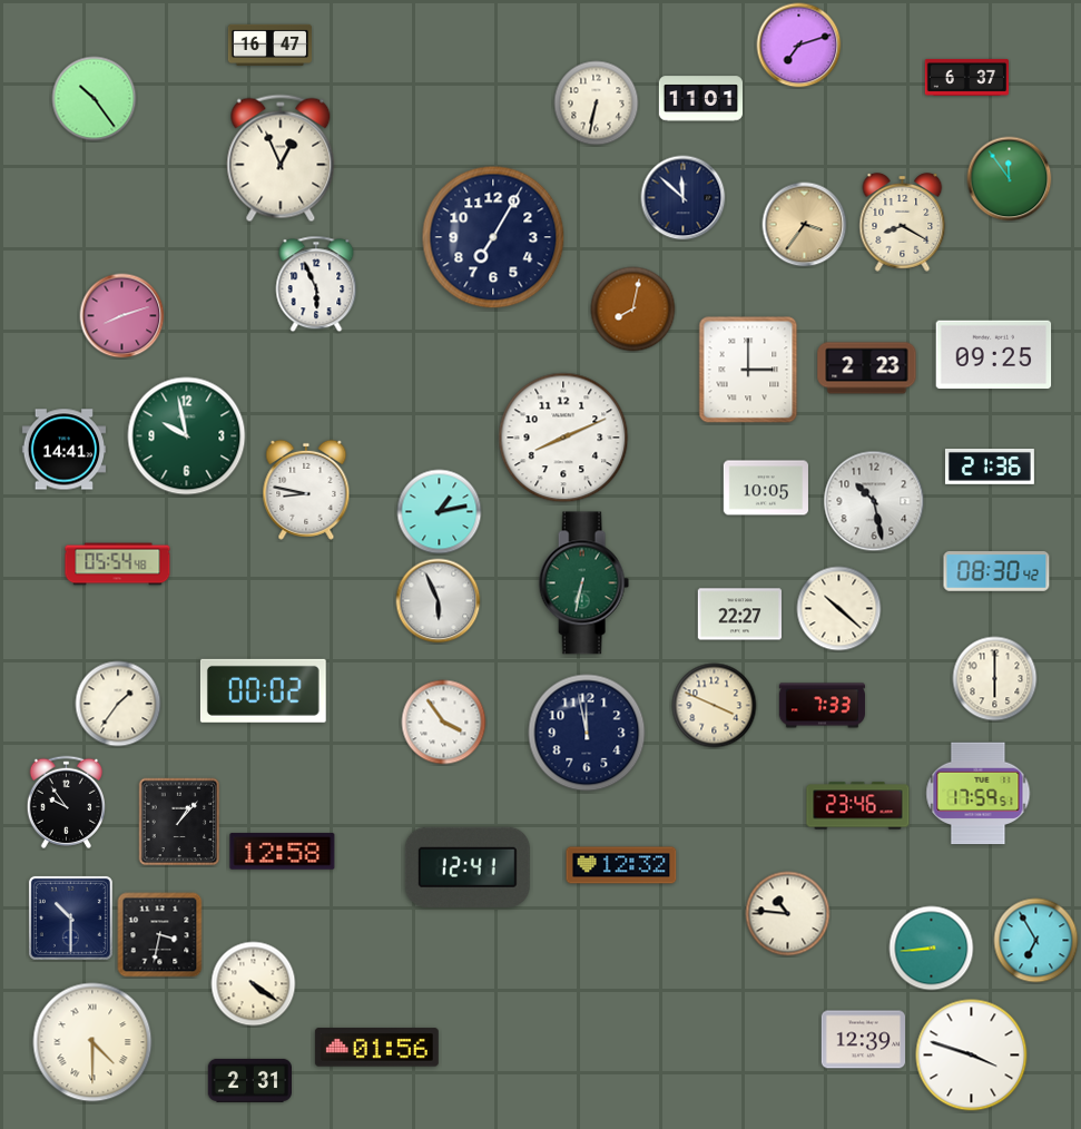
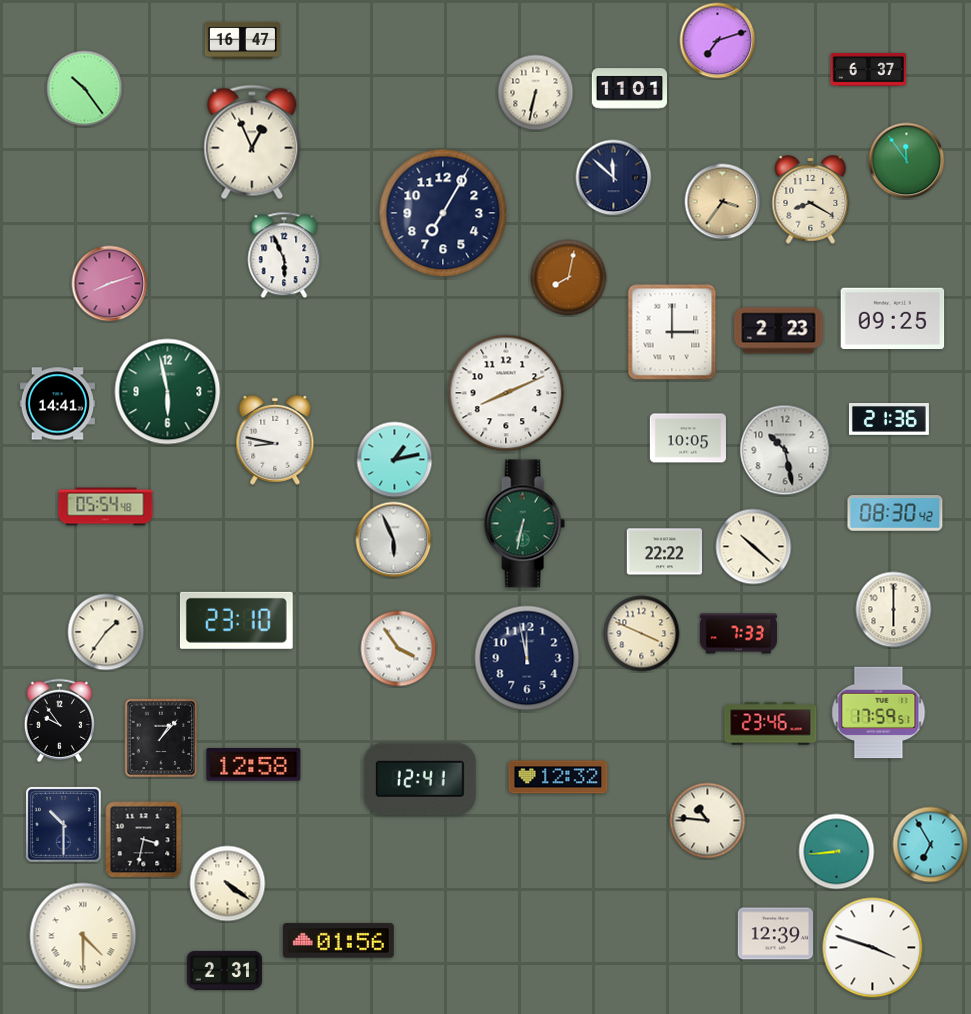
clock at (187, 436): 9:58 -> 5:58
clock at (739, 615): 22:27 -> 22:22
clock at (263, 690): 00:02 -> 23:10
